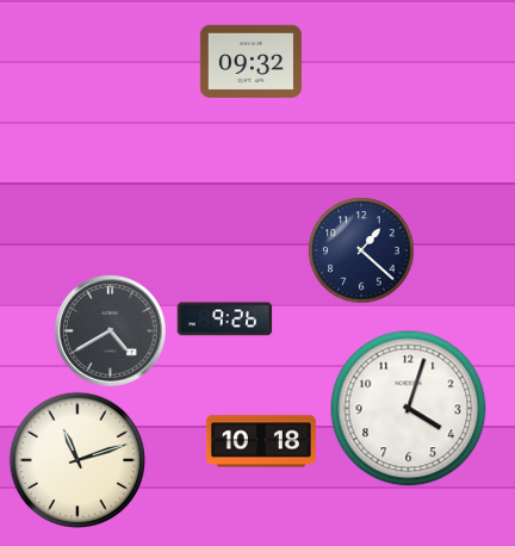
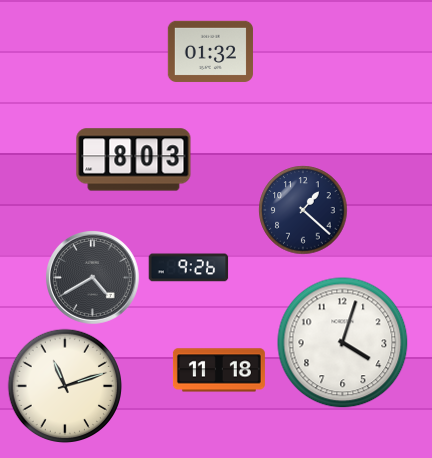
clock at (250, 61): 09:32 -> 01:32
clock at (134, 160): none -> 8:03
clock at (261, 441): 10:18 -> 11:18
